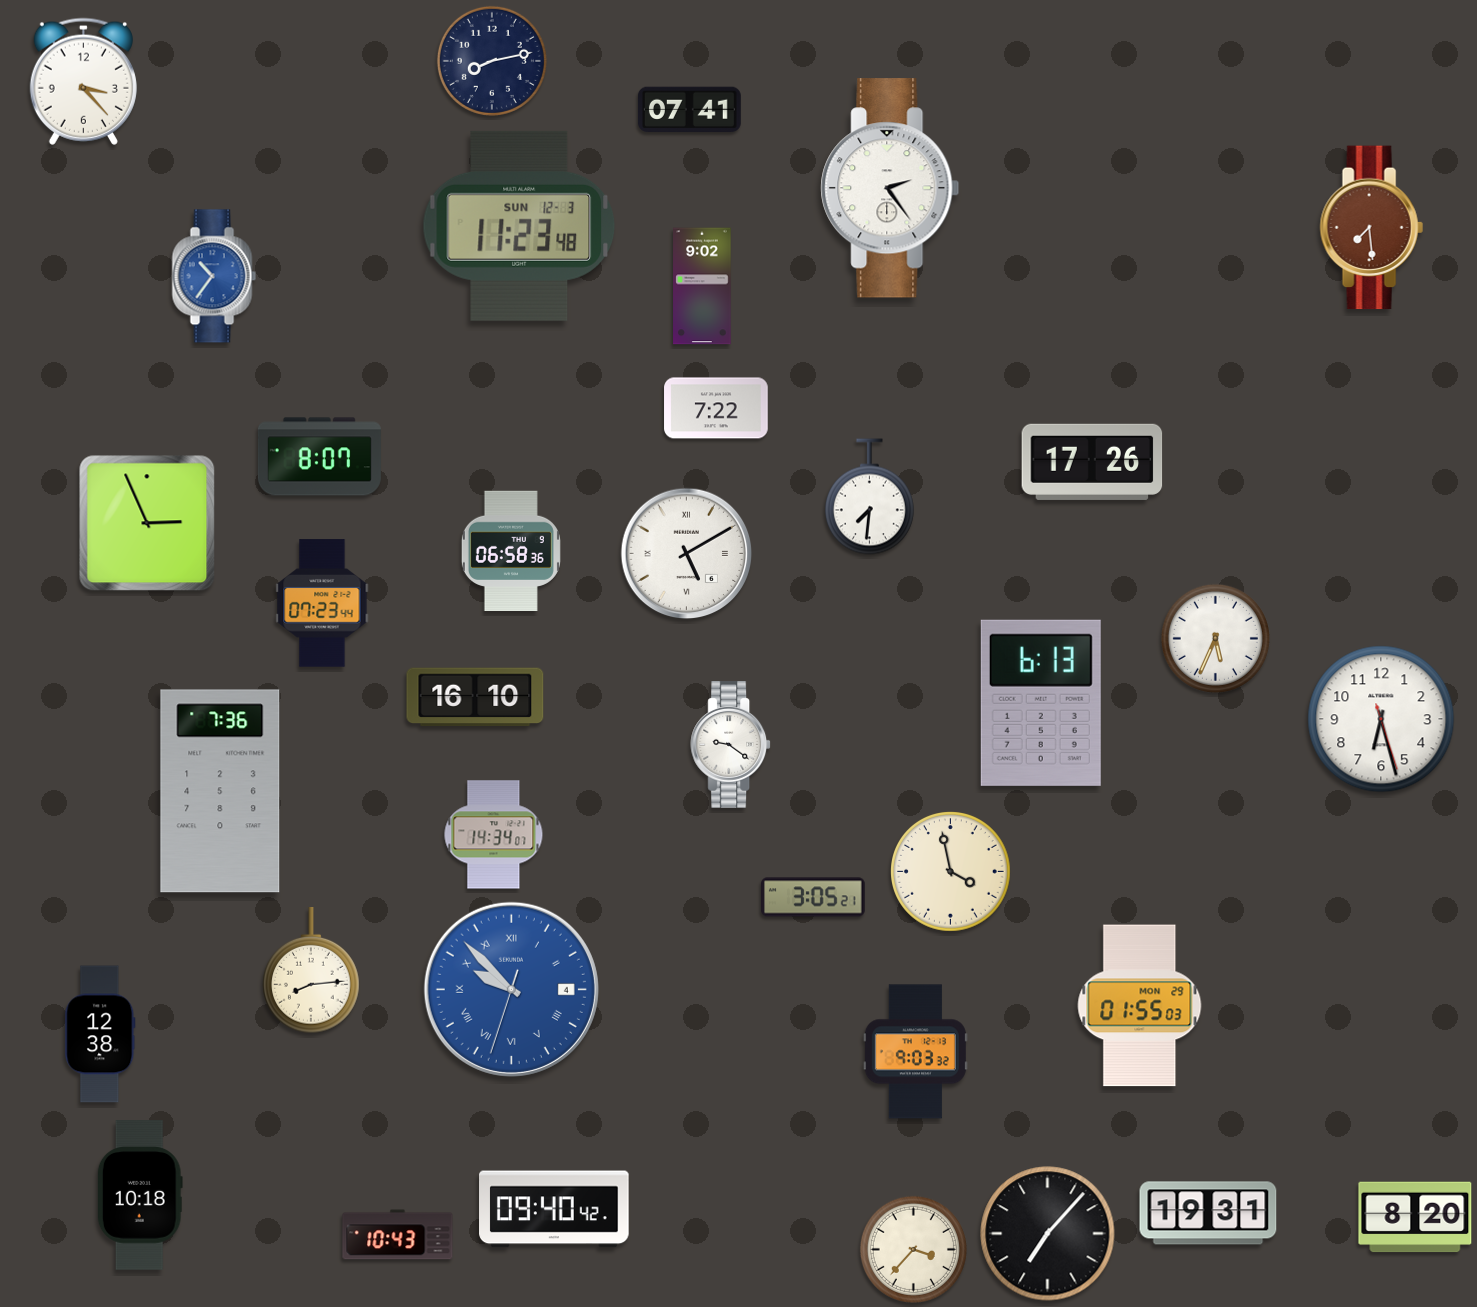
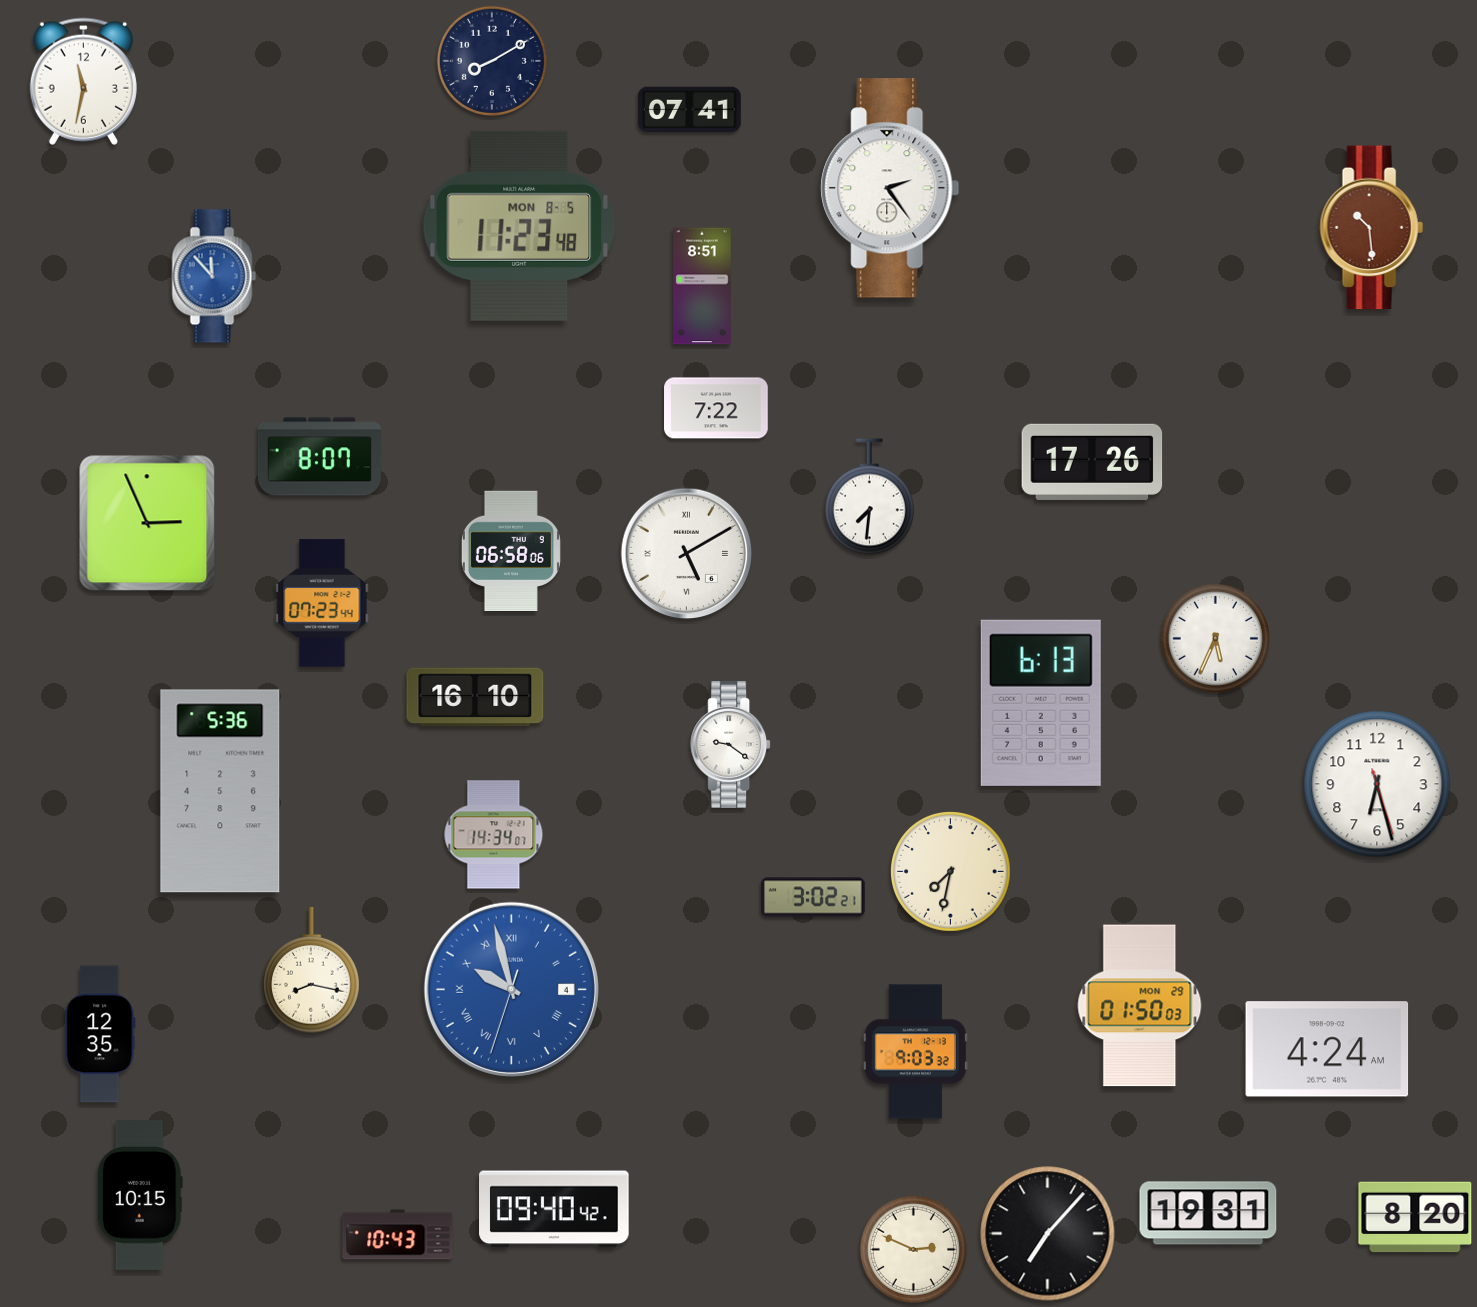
clock at (492, 61): 8:13 -> 8:10
clock at (83, 81): 3:23 -> 11:32
clock at (519, 226) date: SUN 12-3 -> MON 8-5
clock at (1371, 228): 7:29 -> 10:29
clock at (214, 276): 10:36 -> 11:53
clock at (702, 286): 9:02 -> 8:51
clock at (511, 551): 06:58:36 -> 06:58:06
clock at (1381, 719) position: (1381, 719) -> (1377, 784)
clock at (220, 791): 7:36 -> 5:36
clock at (951, 872): 3:58 -> 7:32
clock at (814, 897): 3:05 -> 3:02
clock at (311, 971): 8:14 -> 8:17
clock at (511, 989): 9:52 -> 9:57
clock at (1140, 1006): 01:55 -> 01:50
clock at (100, 1034): 12:38 -> 12:35
clock at (1327, 1049): none -> 4:24
clock at (140, 1195): 10:18 -> 10:15
clock at (913, 1249): 3:37 -> 2:49
